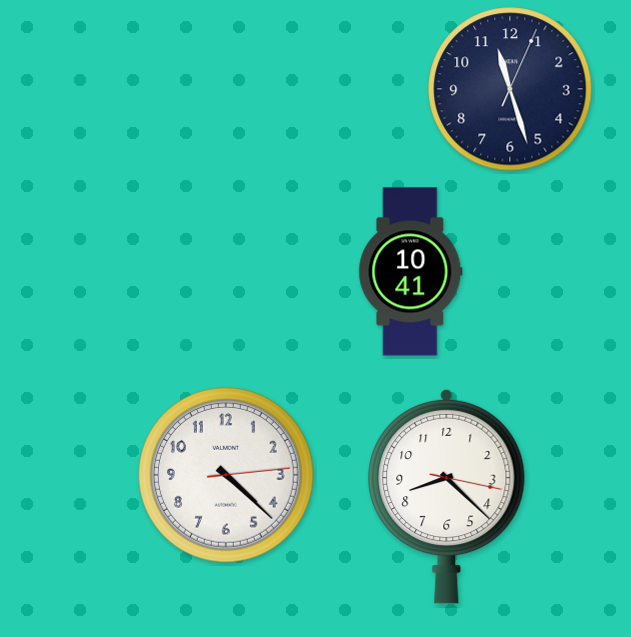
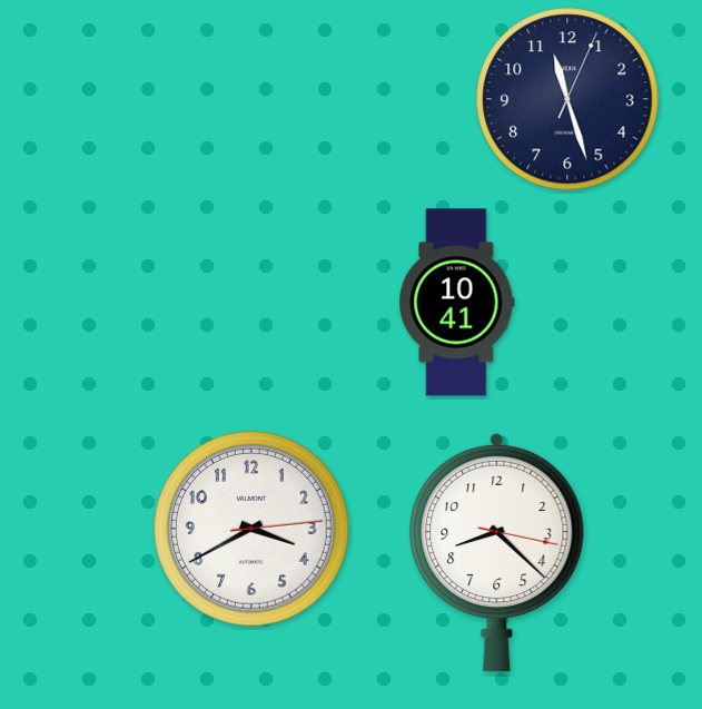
clock at (227, 476): 4:22 -> 3:40
